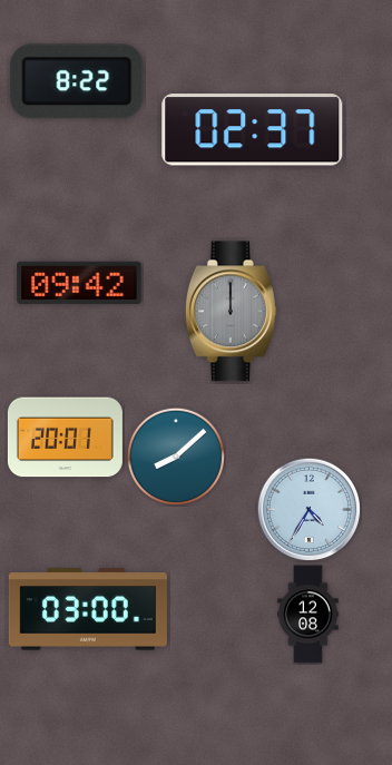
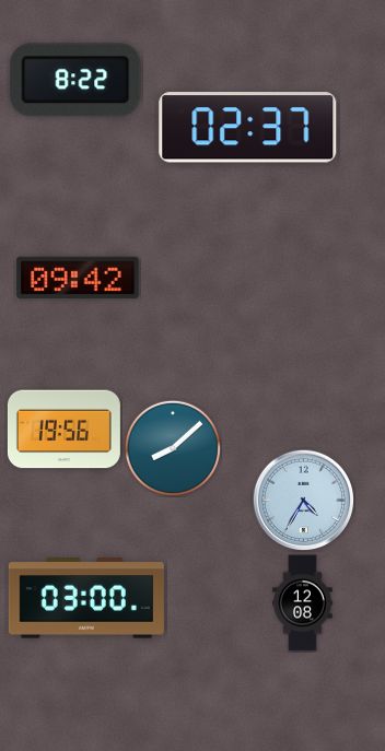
clock at (231, 312): 12:00 -> none
clock at (65, 438): 20:01 -> 19:56
